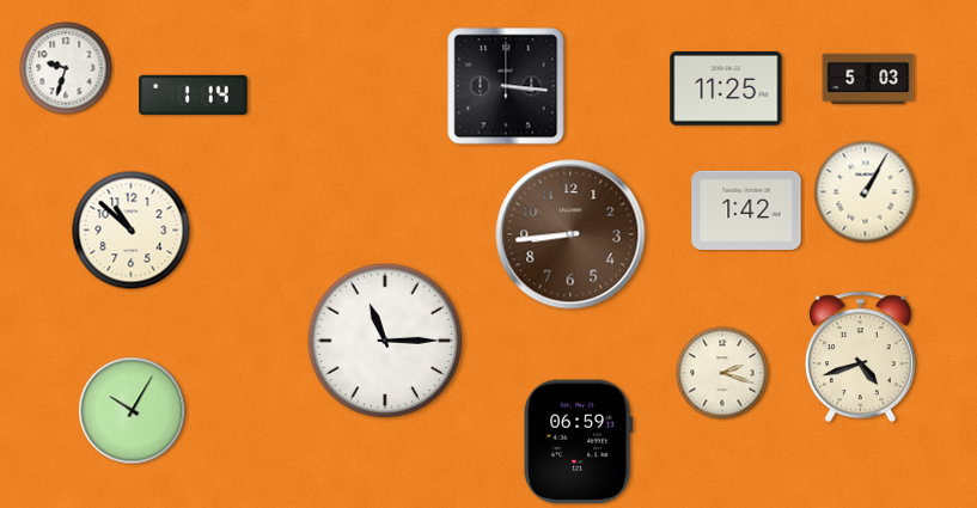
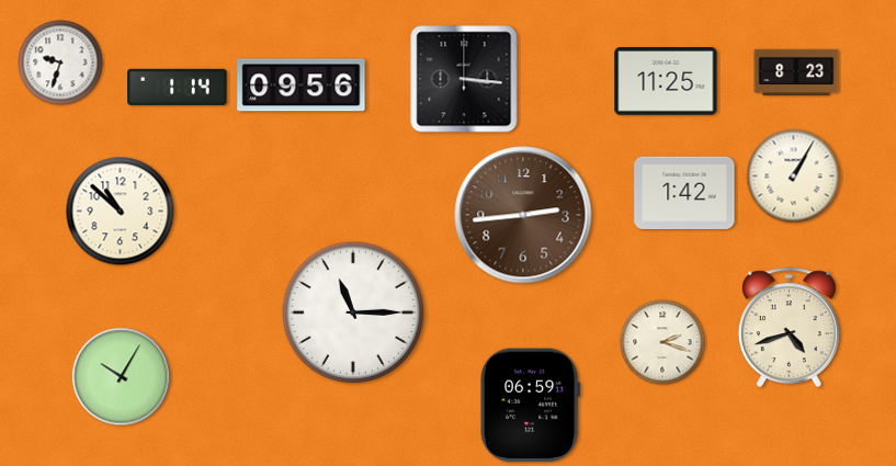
clock at (868, 79): 5:03 -> 8:23
clock at (302, 86): none -> 09:56
clock at (570, 234): 8:44 -> 2:44
